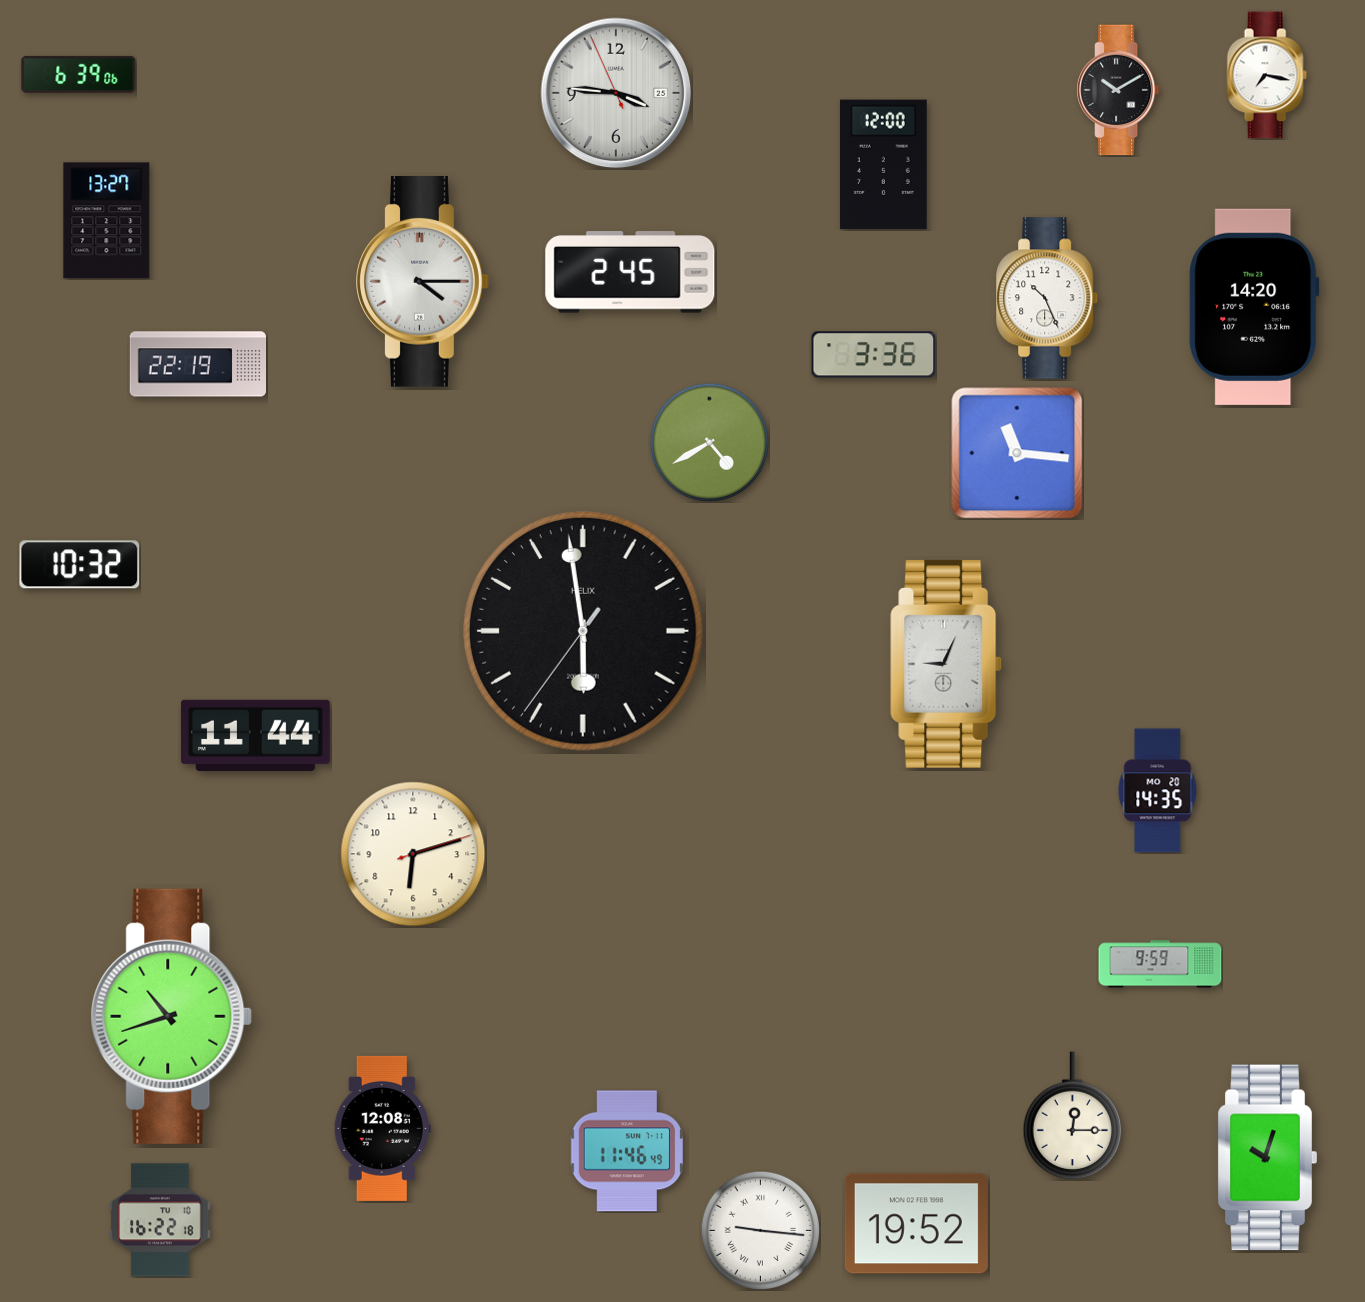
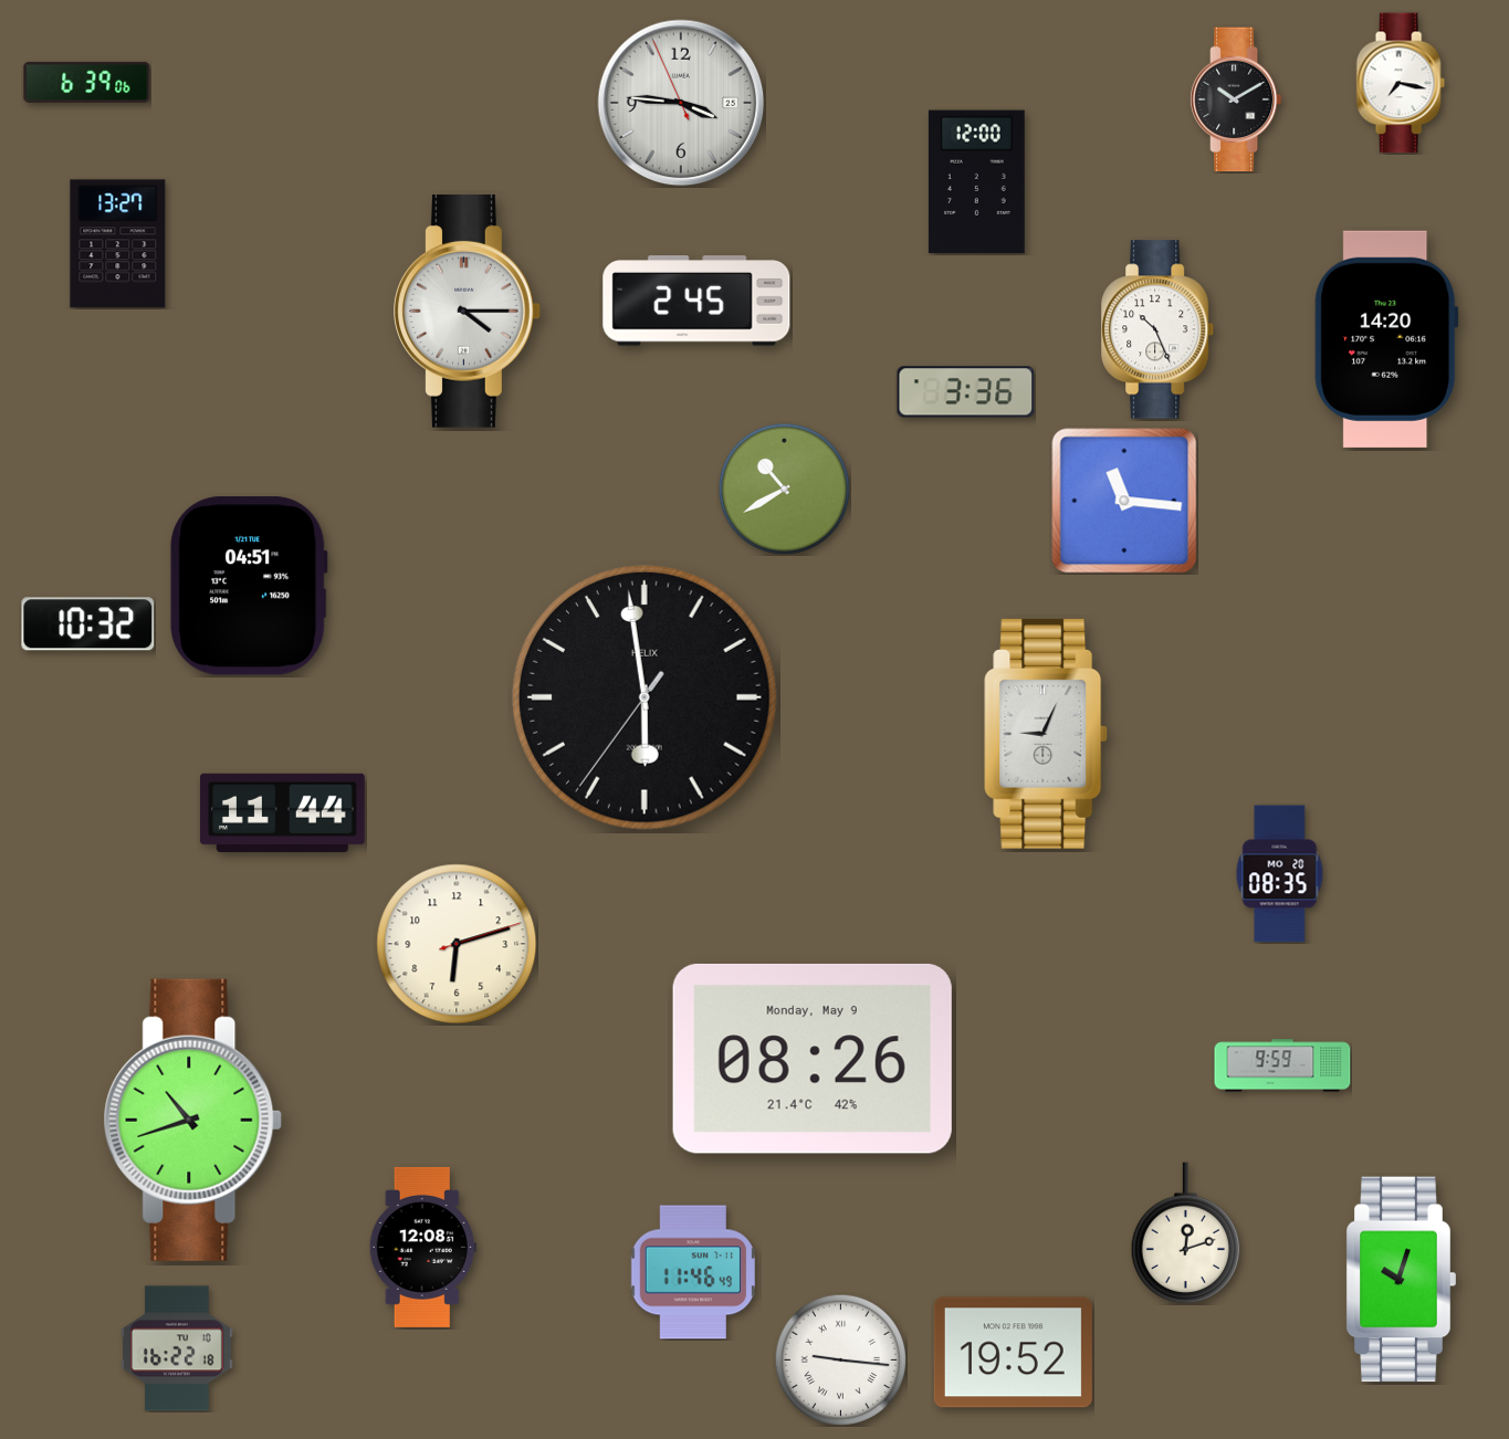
clock at (197, 364): 22:19 -> none
clock at (709, 442): 4:40 -> 10:40
clock at (250, 586): none -> 04:51
clock at (1158, 791): 14:35 -> 08:35
clock at (813, 1059): none -> 08:26
clock at (172, 1016) position: (172, 1016) -> (193, 1120)
clock at (1073, 1116): 12:15 -> 12:12
